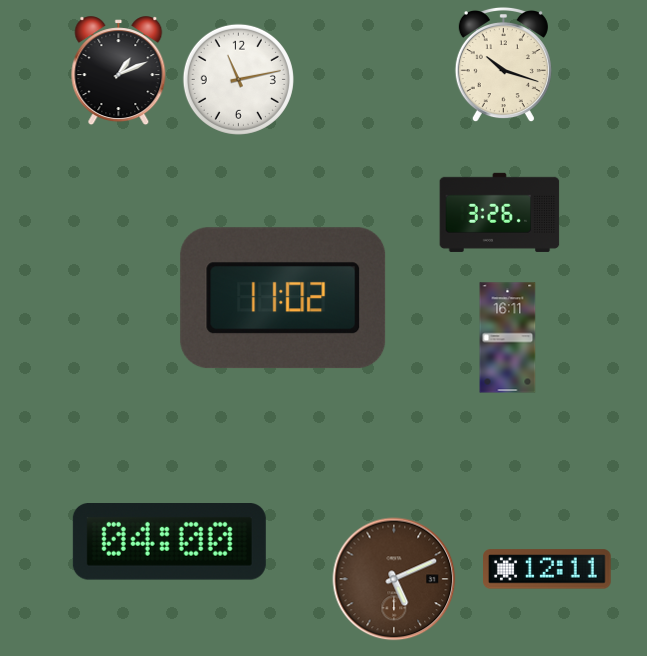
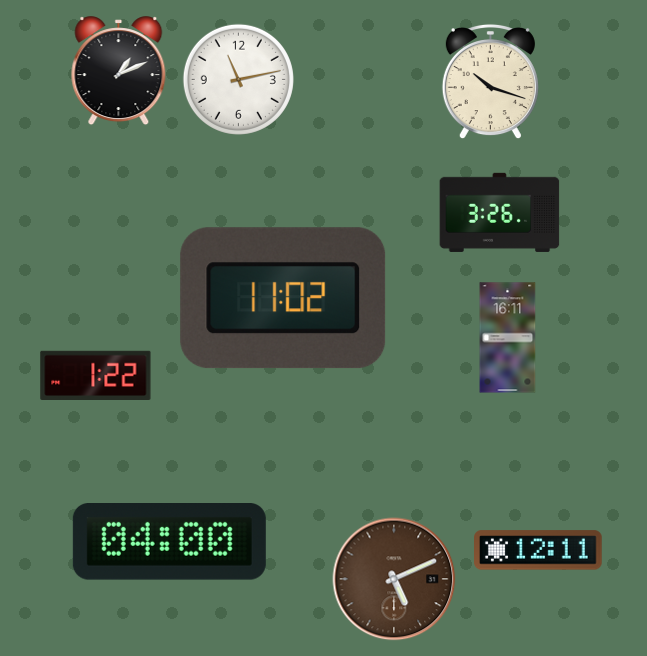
clock at (503, 65) position: (503, 65) -> (490, 82)
clock at (96, 375): none -> 1:22
clock at (548, 569) position: (548, 569) -> (539, 550)
